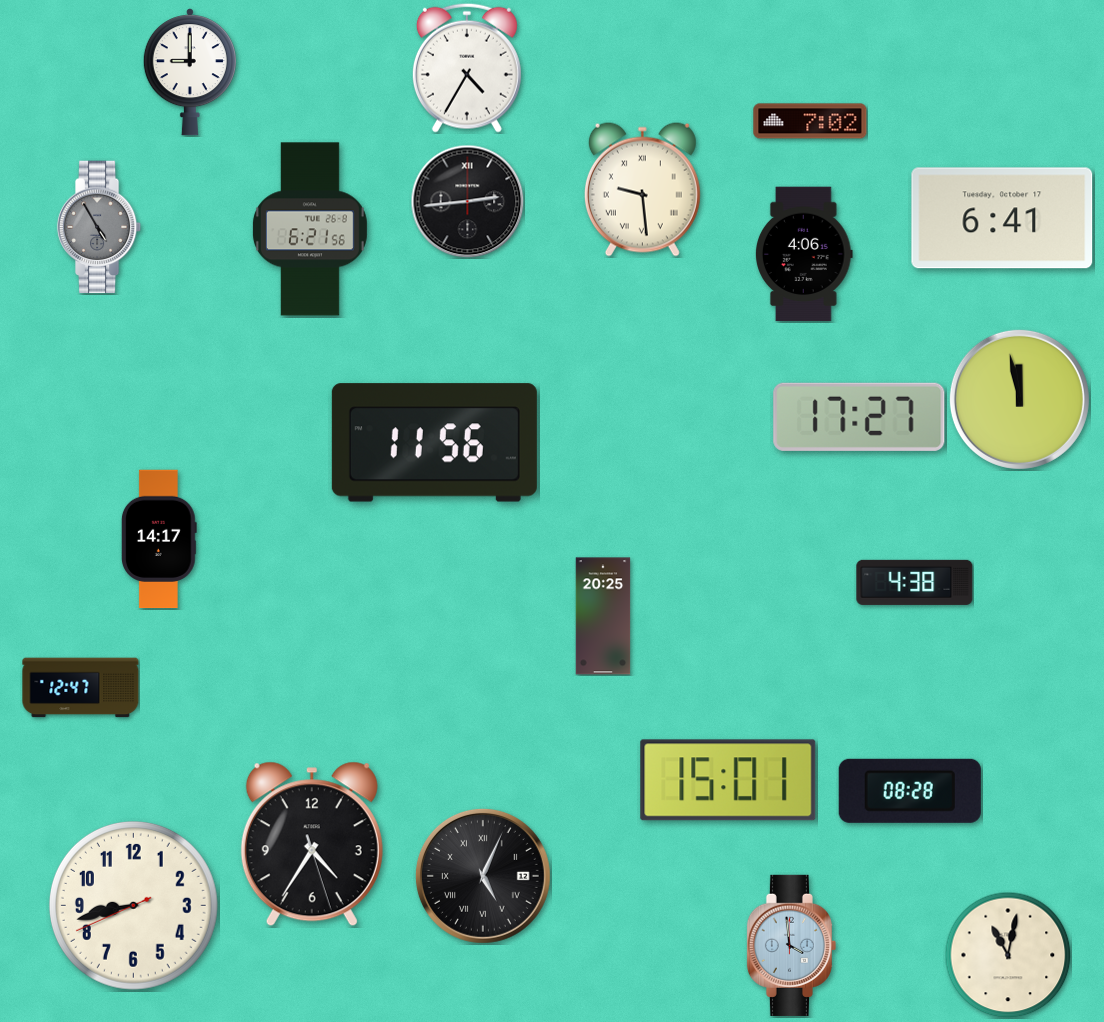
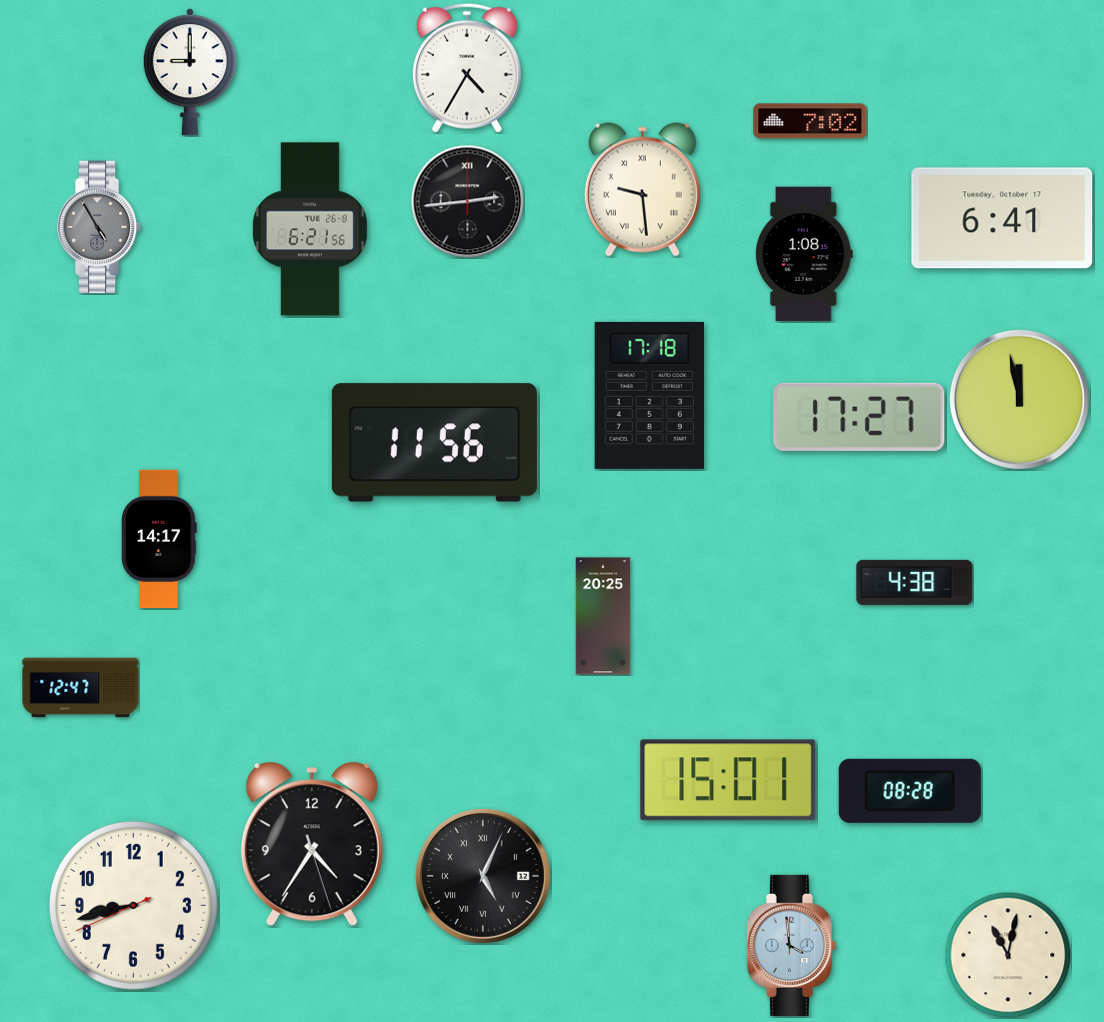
clock at (804, 254): 4:06 -> 1:08
clock at (649, 395): none -> 17:18
